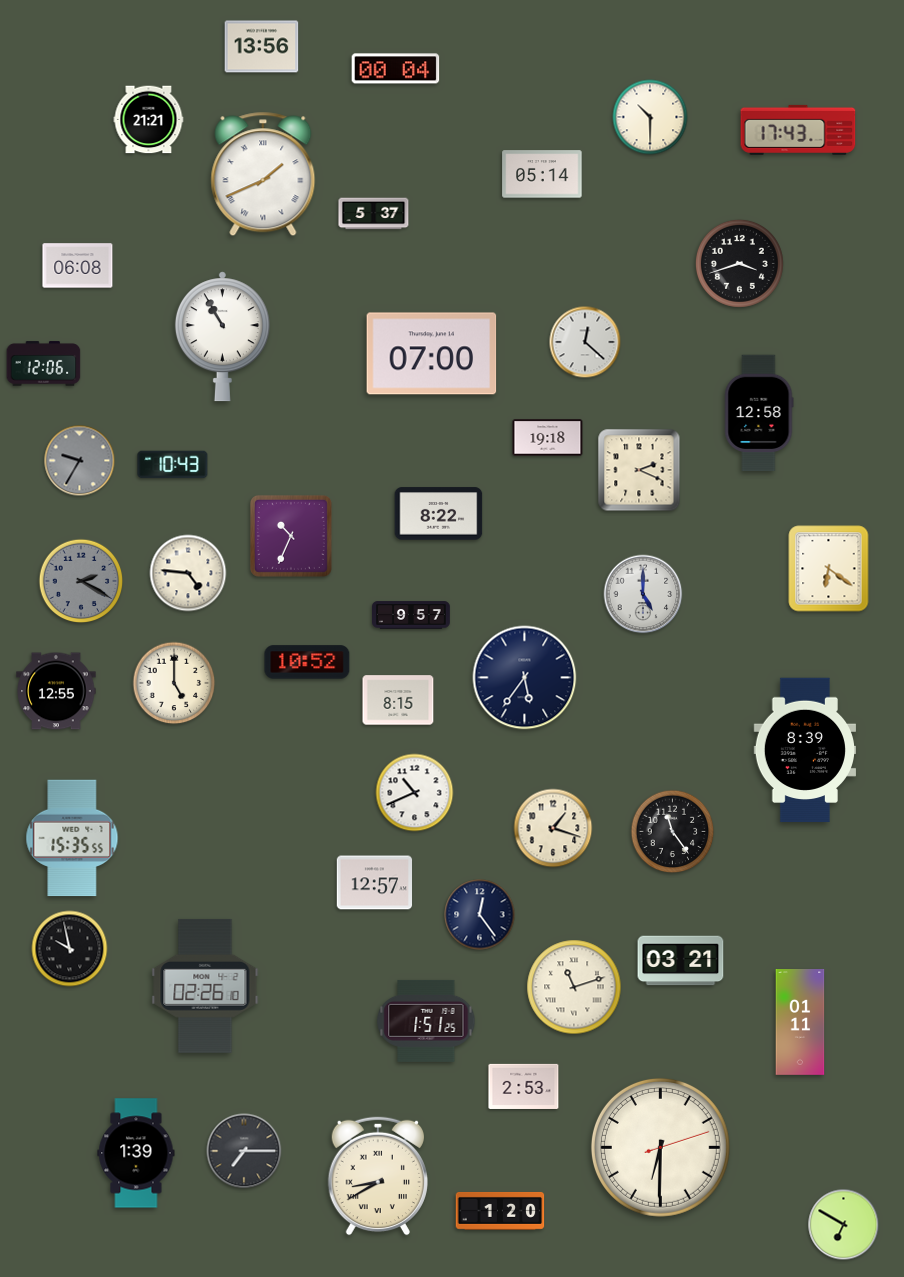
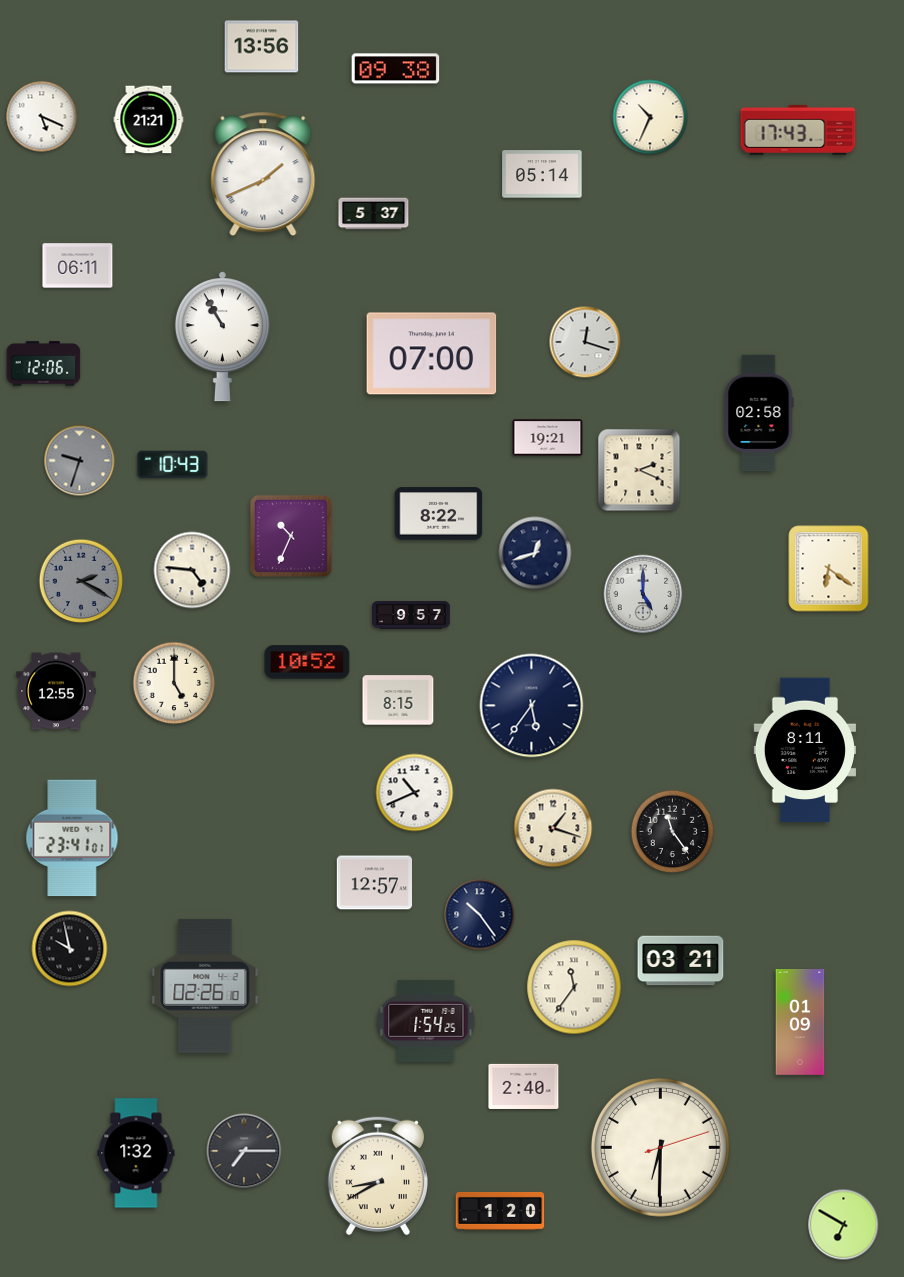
clock at (396, 69): 00:04 -> 09:38
clock at (42, 117): none -> 5:19
clock at (650, 117): 10:30 -> 10:34
clock at (739, 263): 3:42 -> none
clock at (78, 266): 06:08 -> 06:11
clock at (585, 342): 12:22 -> 12:18
clock at (759, 413): 12:58 -> 02:58
clock at (548, 438): 19:18 -> 19:21
clock at (80, 461): 9:35 -> 9:33
clock at (535, 553): none -> 12:42
clock at (188, 573) position: (188, 573) -> (192, 570)
clock at (525, 678) position: (525, 678) -> (532, 706)
clock at (804, 750): 8:39 -> 8:11
clock at (72, 838): 15:35 -> 23:41
clock at (480, 915): 12:24 -> 10:24
clock at (574, 987): 11:12 -> 11:36
clock at (426, 1021): 1:51 -> 1:54
clock at (800, 1023): 01:11 -> 01:09
clock at (524, 1086): 2:53 -> 2:40
clock at (136, 1153): 1:39 -> 1:32
